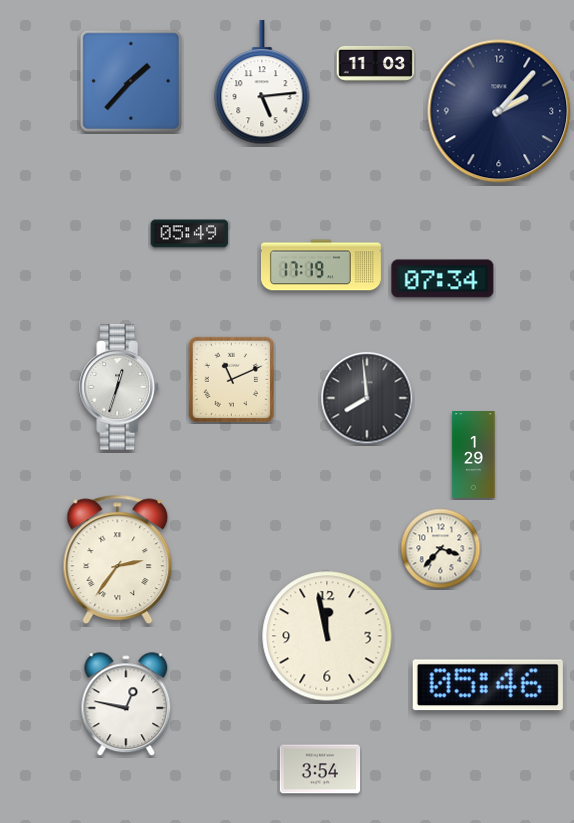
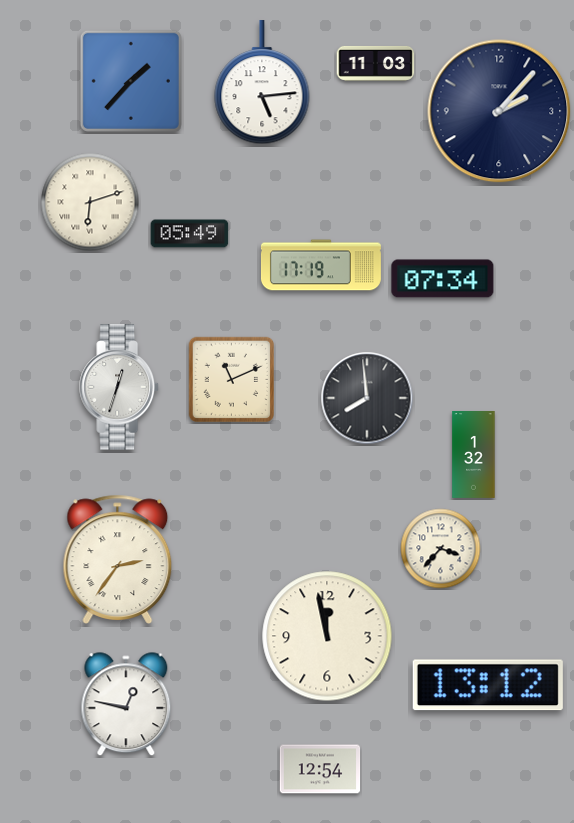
clock at (90, 202): none -> 6:12
clock at (474, 455): 1:29 -> 1:32
clock at (488, 685): 05:46 -> 13:12
clock at (320, 769): 3:54 -> 12:54
